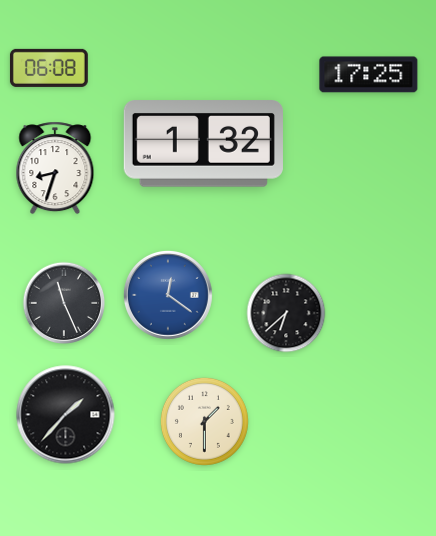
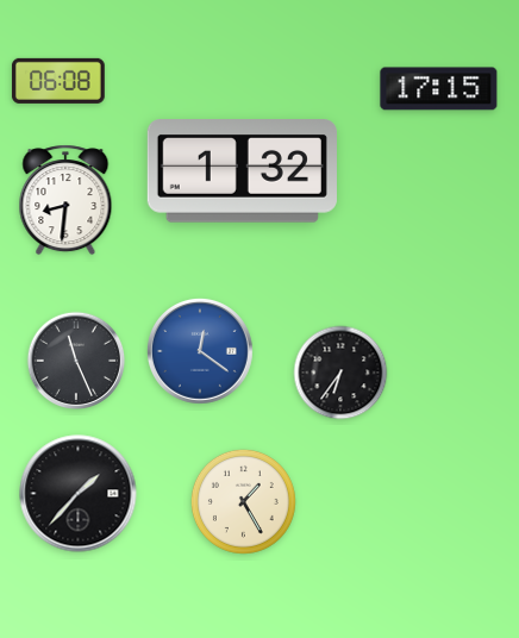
clock at (369, 75): 17:25 -> 17:15
clock at (55, 168): 8:33 -> 8:31
clock at (286, 313): 6:38 -> 6:36
clock at (204, 421): 1:30 -> 1:25
